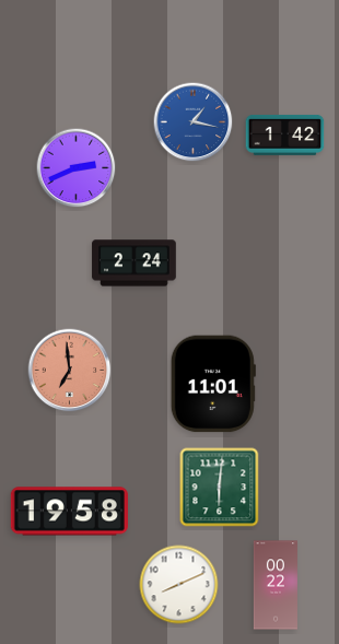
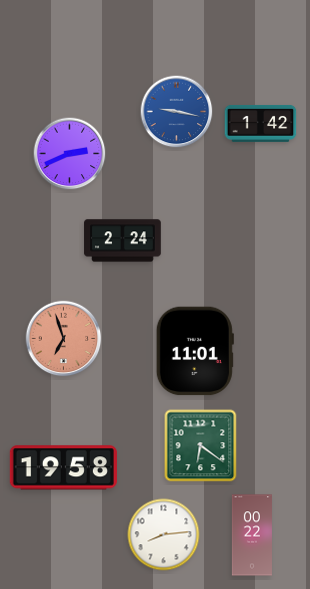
clock at (194, 122): 1:17 -> 9:17
clock at (70, 371): 6:59 -> 6:57
clock at (220, 488): 6:01 -> 6:21
clock at (179, 585): 8:11 -> 8:14
